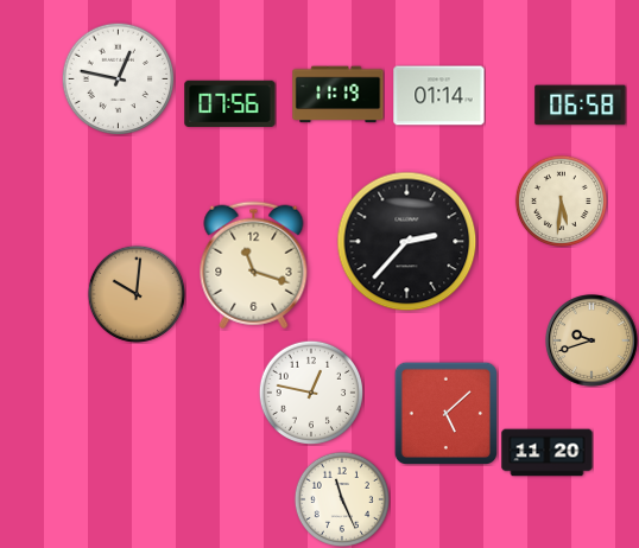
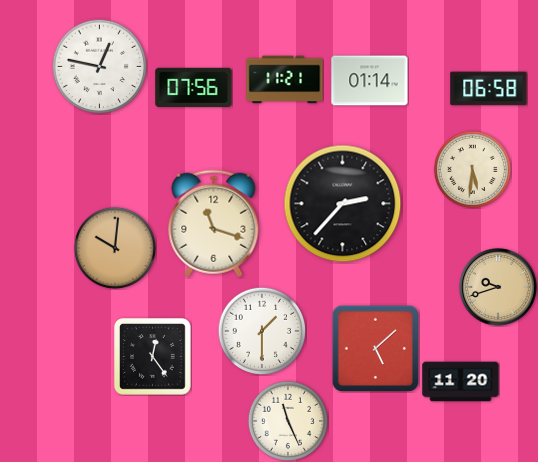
clock at (339, 95): 11:19 -> 11:21
clock at (311, 393): 12:47 -> 1:30
clock at (153, 357): none -> 12:24
